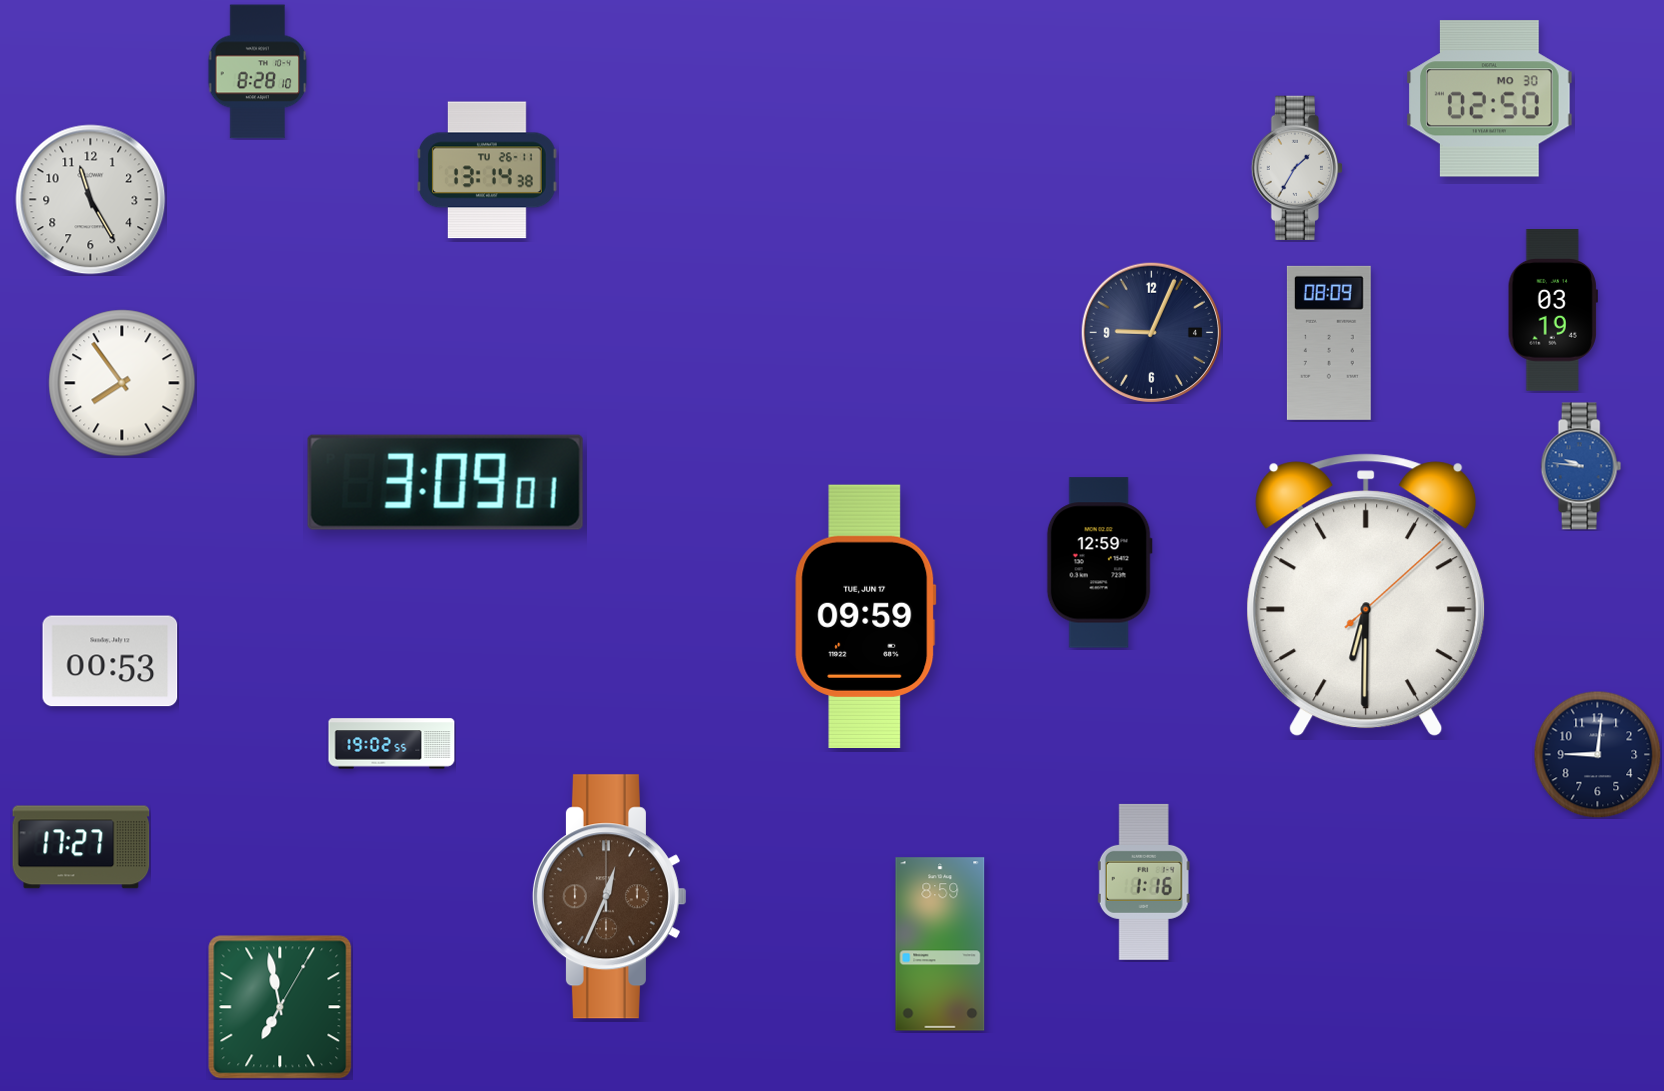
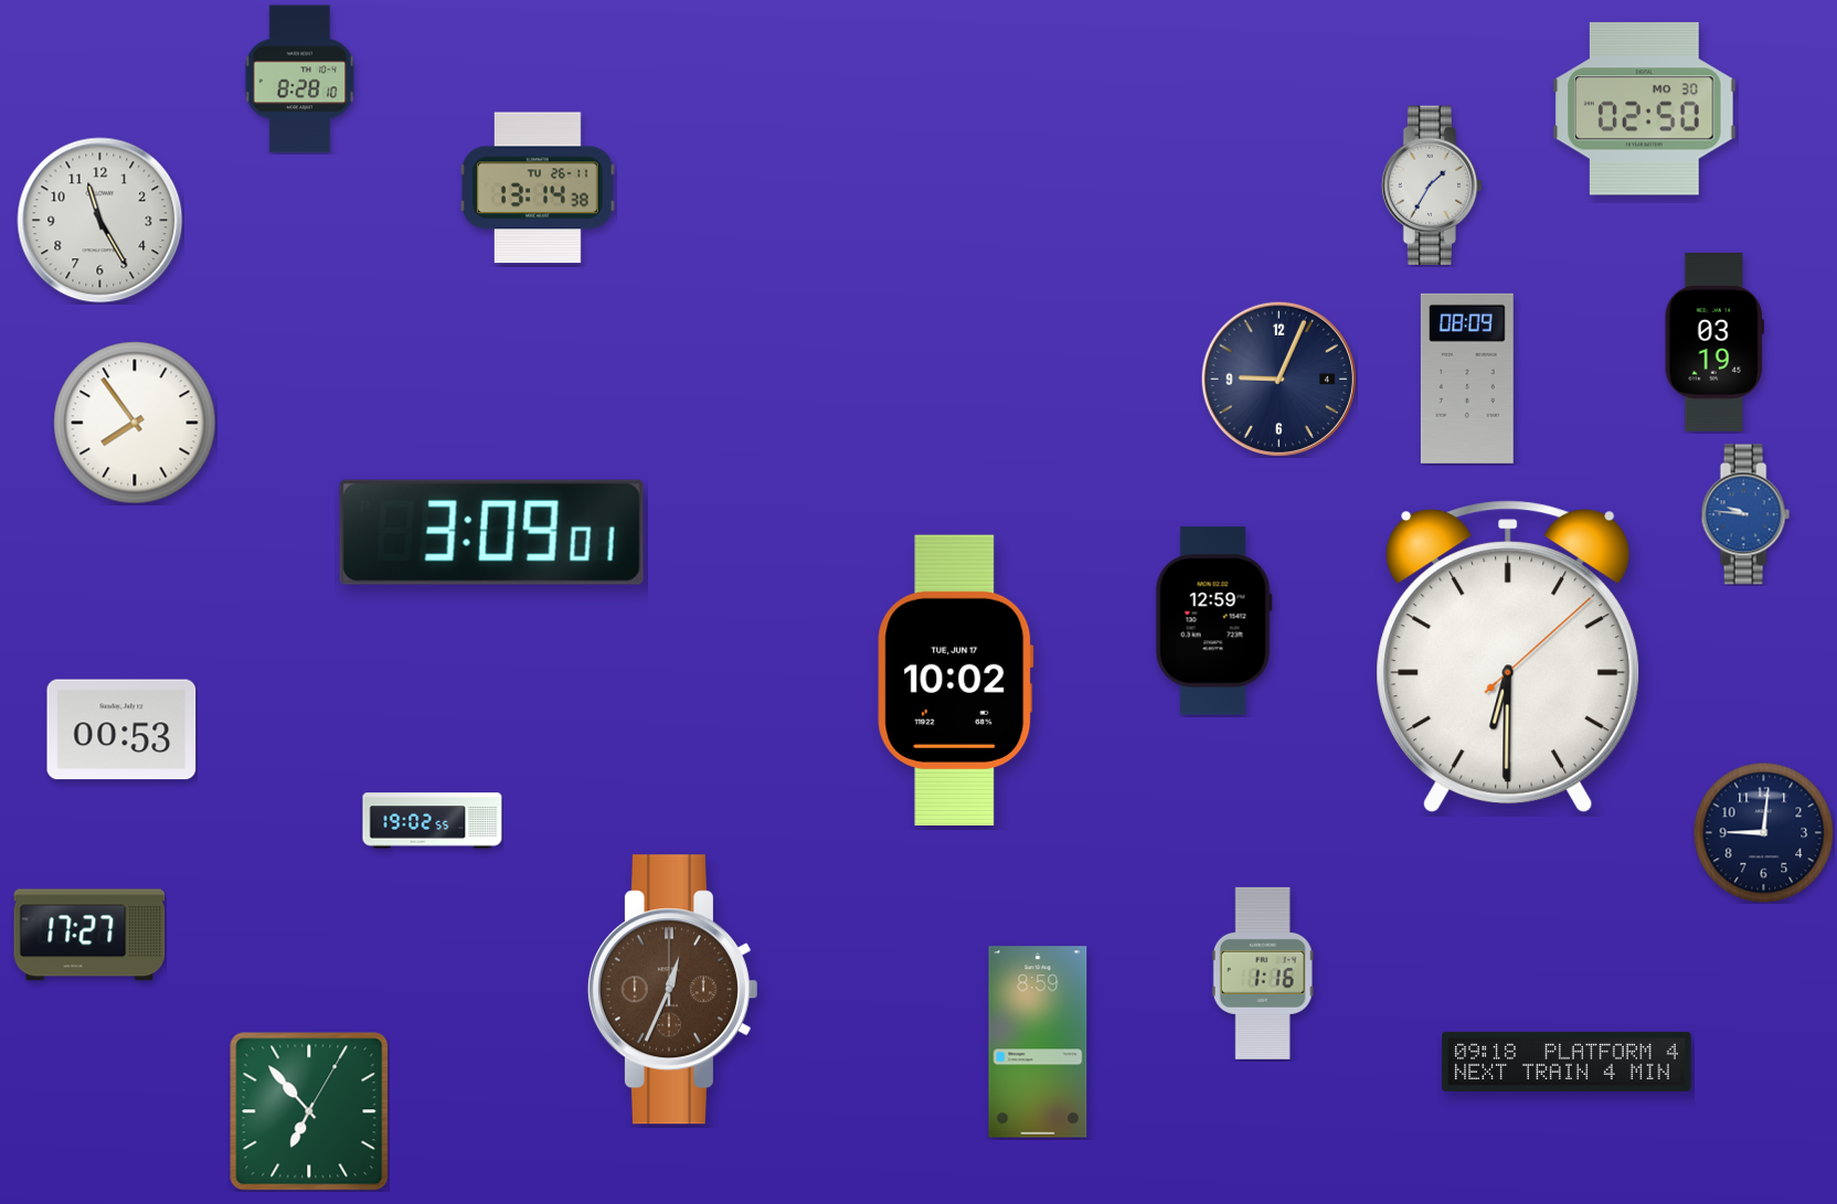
clock at (258, 72) position: (258, 72) -> (300, 79)
clock at (1151, 332) position: (1151, 332) -> (1278, 379)
clock at (866, 616): 09:59 -> 10:02
clock at (1567, 1062): none -> 09:18
clock at (280, 1007): 6:58 -> 6:53
